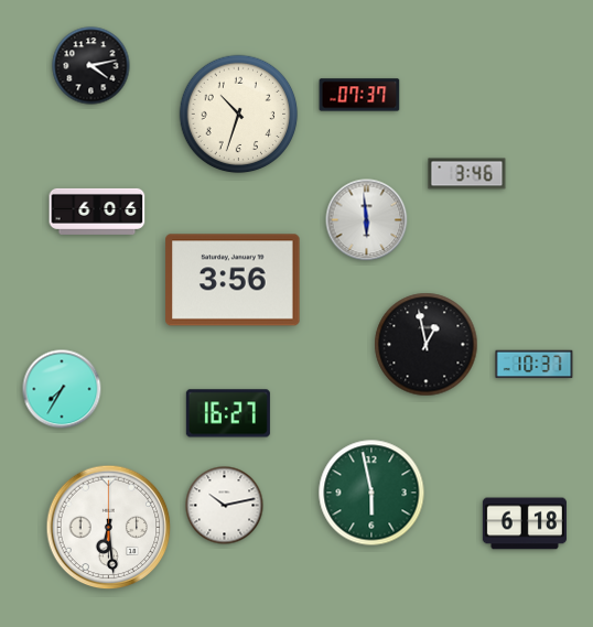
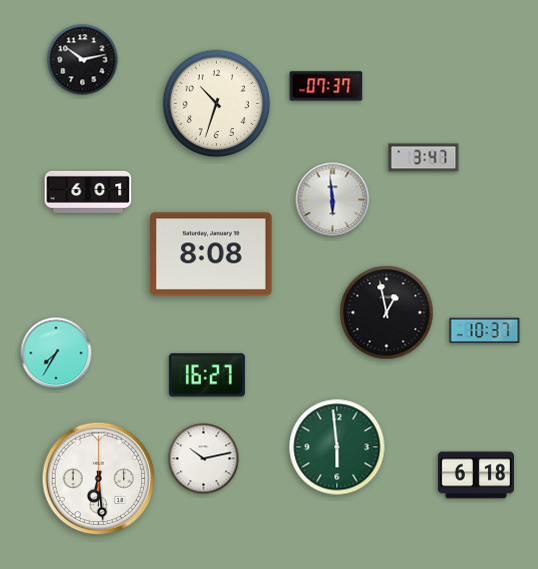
clock at (91, 66): 4:13 -> 10:13
clock at (467, 174): 3:46 -> 3:47
clock at (97, 212): 6:06 -> 6:01
clock at (233, 280): 3:56 -> 8:08
clock at (371, 493): 5:58 -> 5:59
